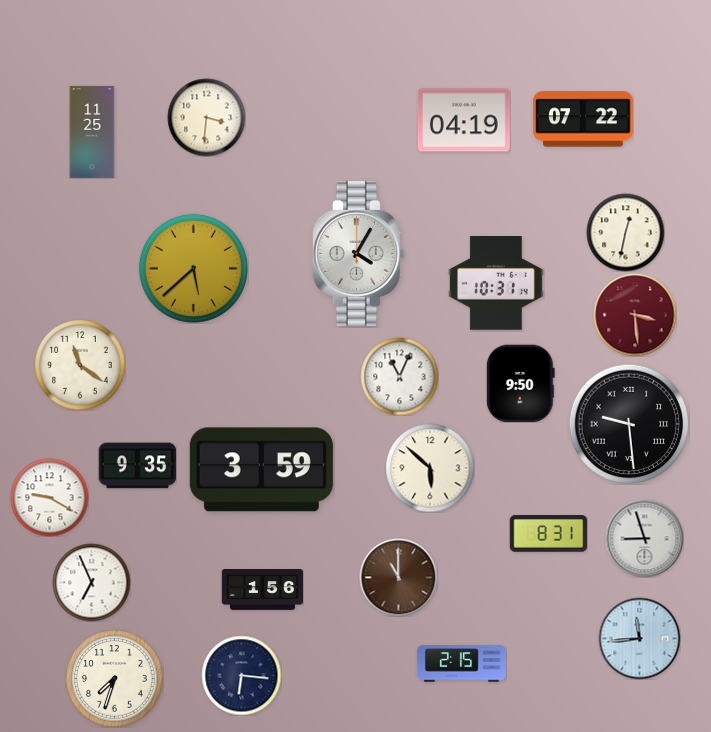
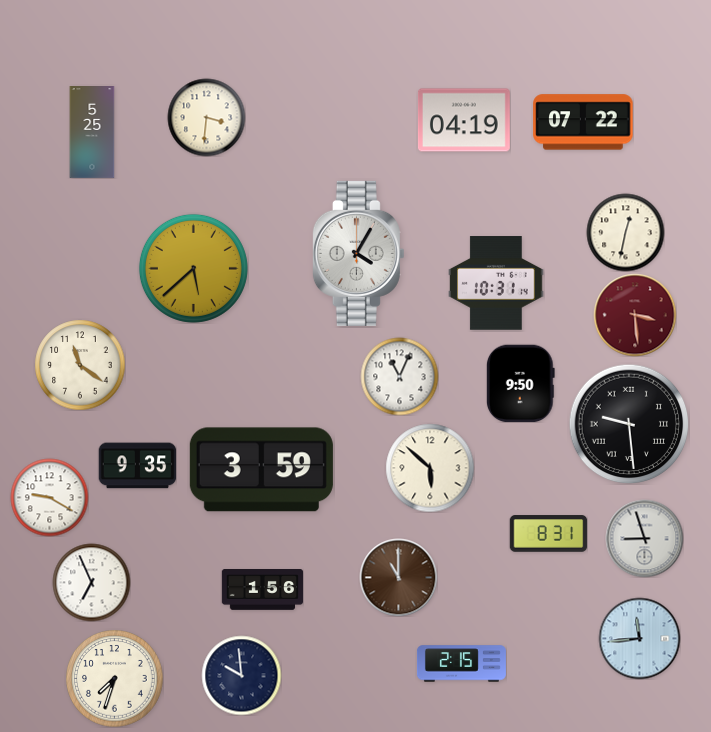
clock at (583, 119) position: (583, 119) -> (583, 122)
clock at (92, 133): 11:25 -> 5:25
clock at (241, 675): 6:16 -> 9:59
